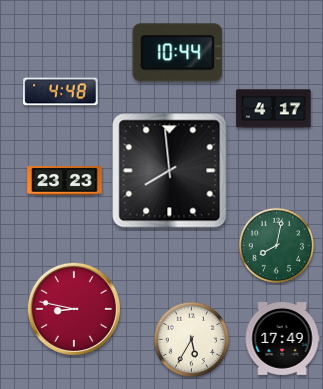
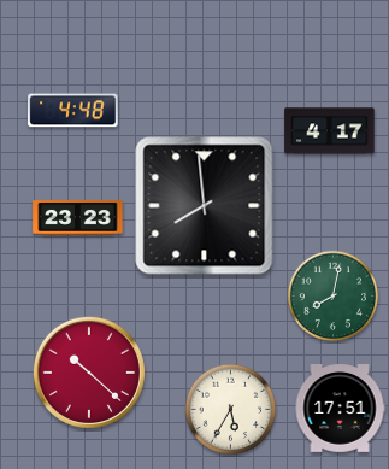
clock at (178, 53): 10:44 -> none
clock at (74, 309): 8:47 -> 10:22
clock at (282, 339): 17:49 -> 17:51
